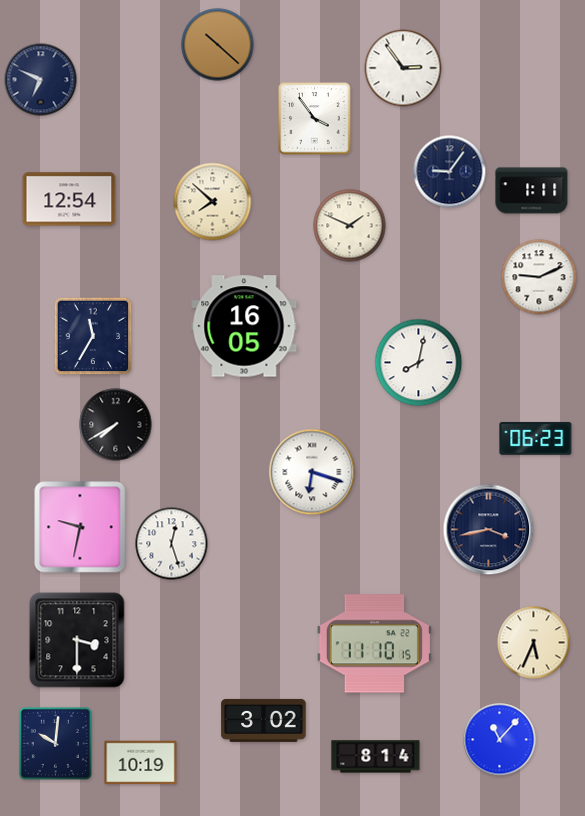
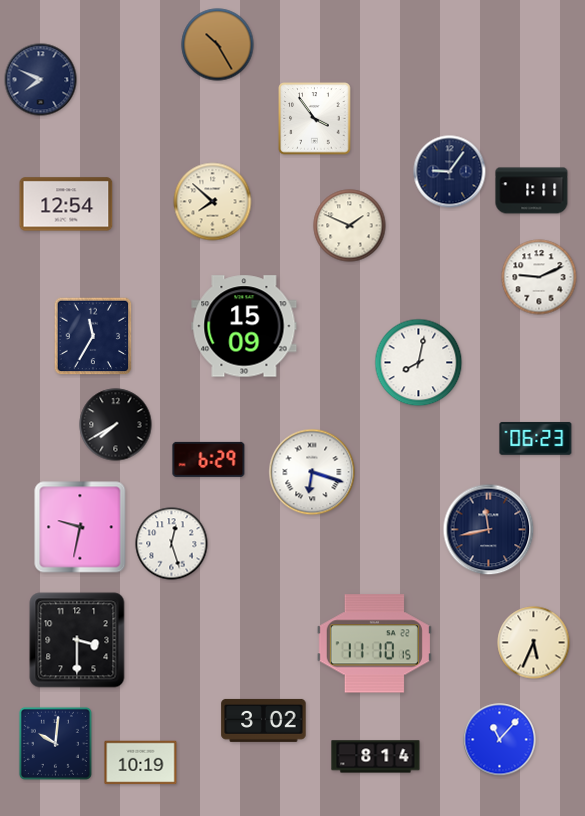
clock at (218, 45): 10:22 -> 10:25
clock at (403, 68): 2:54 -> none
clock at (41, 80): 6:49 -> 7:49
clock at (69, 199) position: (69, 199) -> (66, 204)
clock at (244, 326): 16:05 -> 15:09
clock at (209, 459): none -> 6:29
clock at (489, 530): 3:43 -> 11:43
